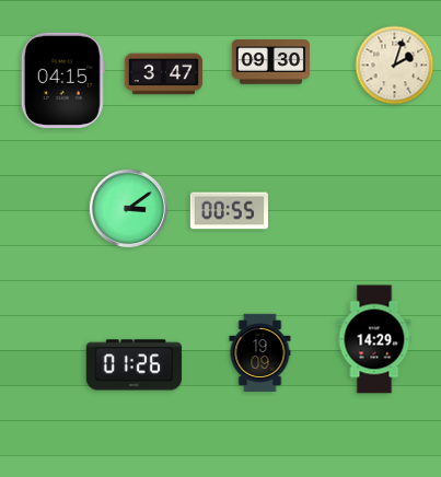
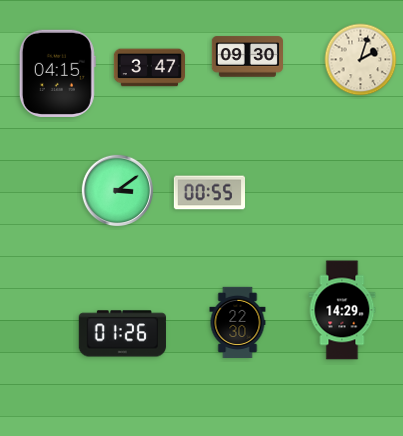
clock at (260, 352): 19:09 -> 22:30
